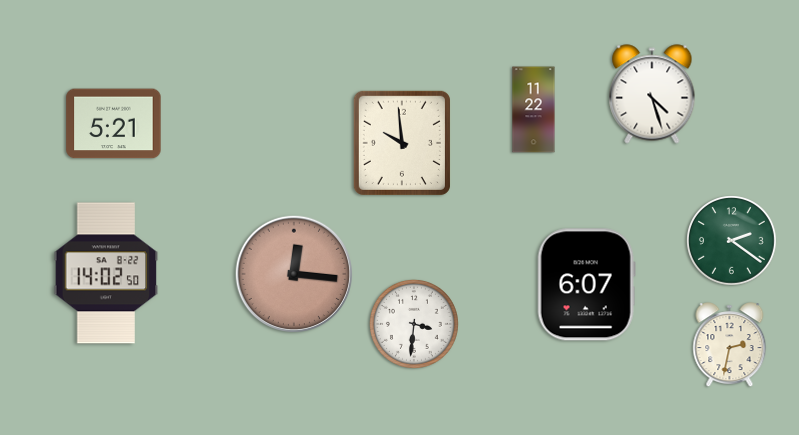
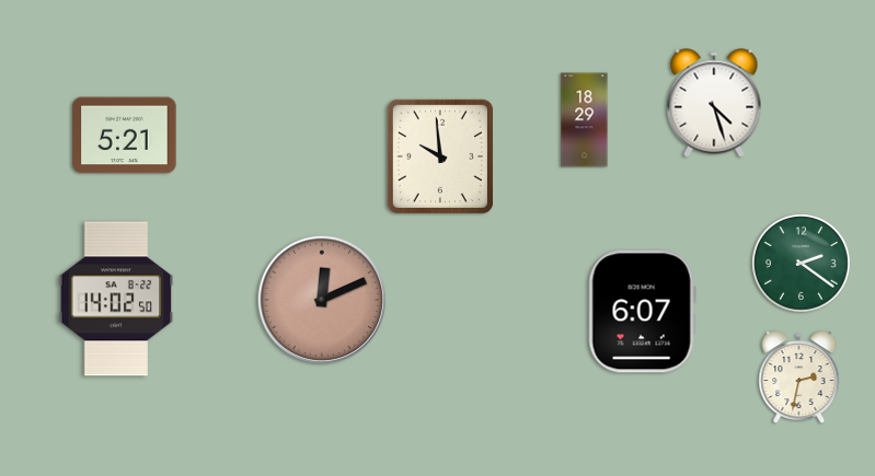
clock at (534, 110): 11:22 -> 18:29
clock at (293, 273): 12:16 -> 12:11
clock at (414, 324): 3:31 -> none
